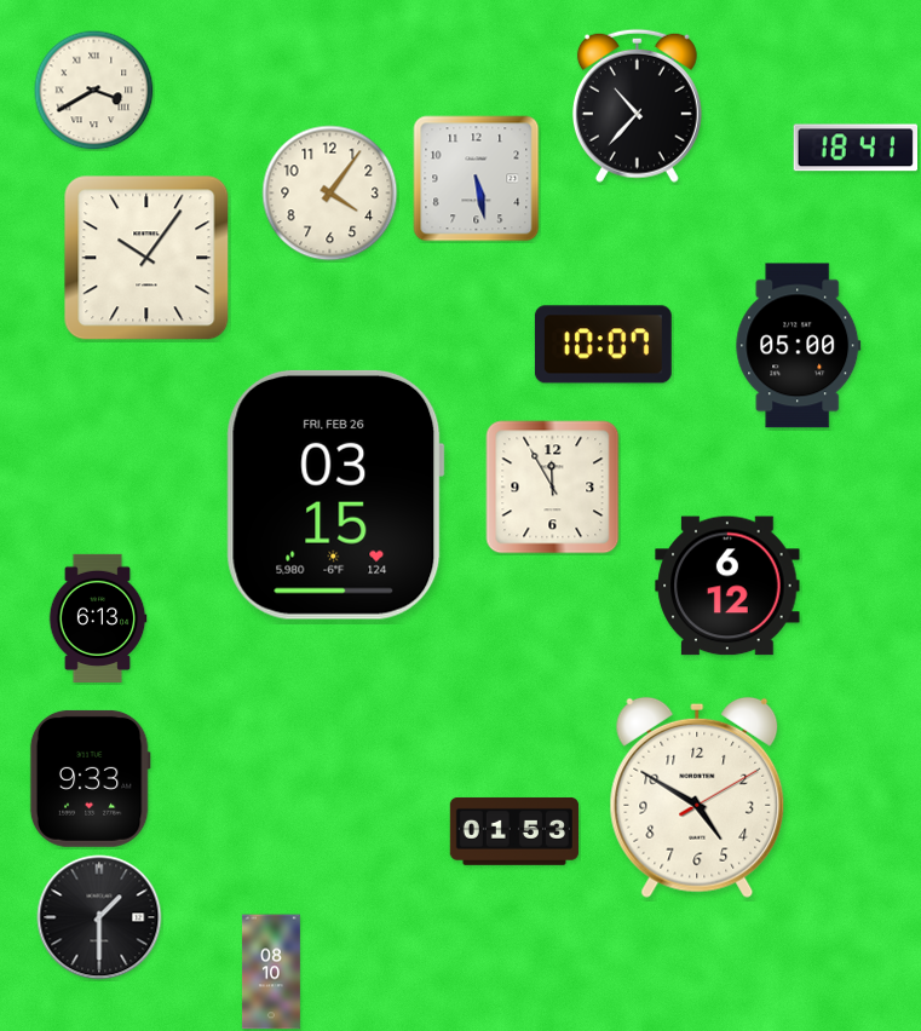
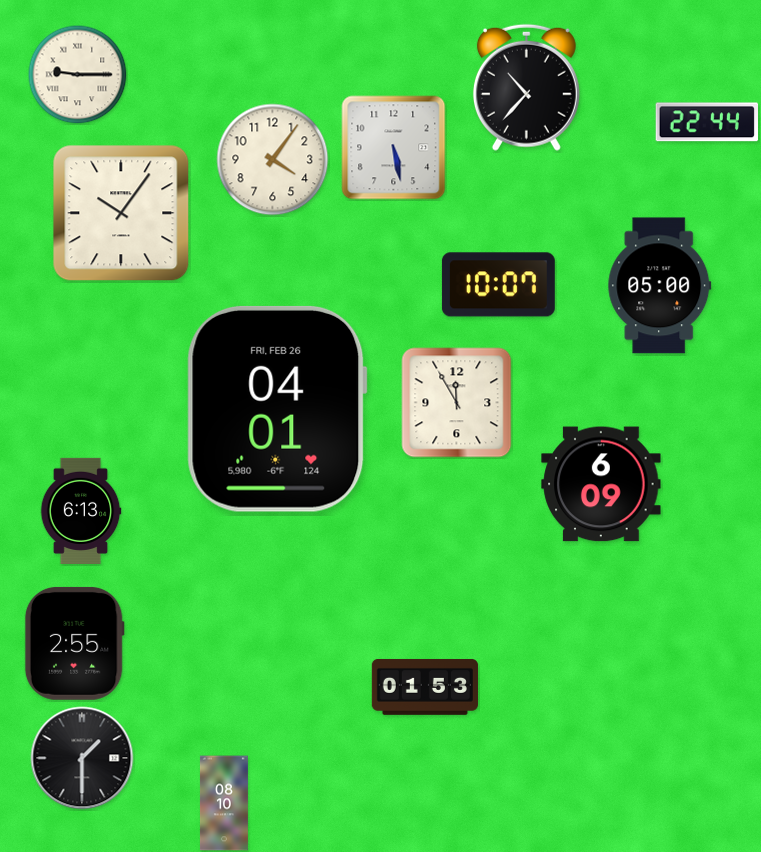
clock at (94, 91): 3:40 -> 9:15
clock at (854, 148): 18:41 -> 22:44
clock at (335, 495): 03:15 -> 04:01
clock at (727, 586): 6:12 -> 6:09
clock at (90, 778): 9:33 -> 2:55
clock at (697, 797): 4:50 -> none
